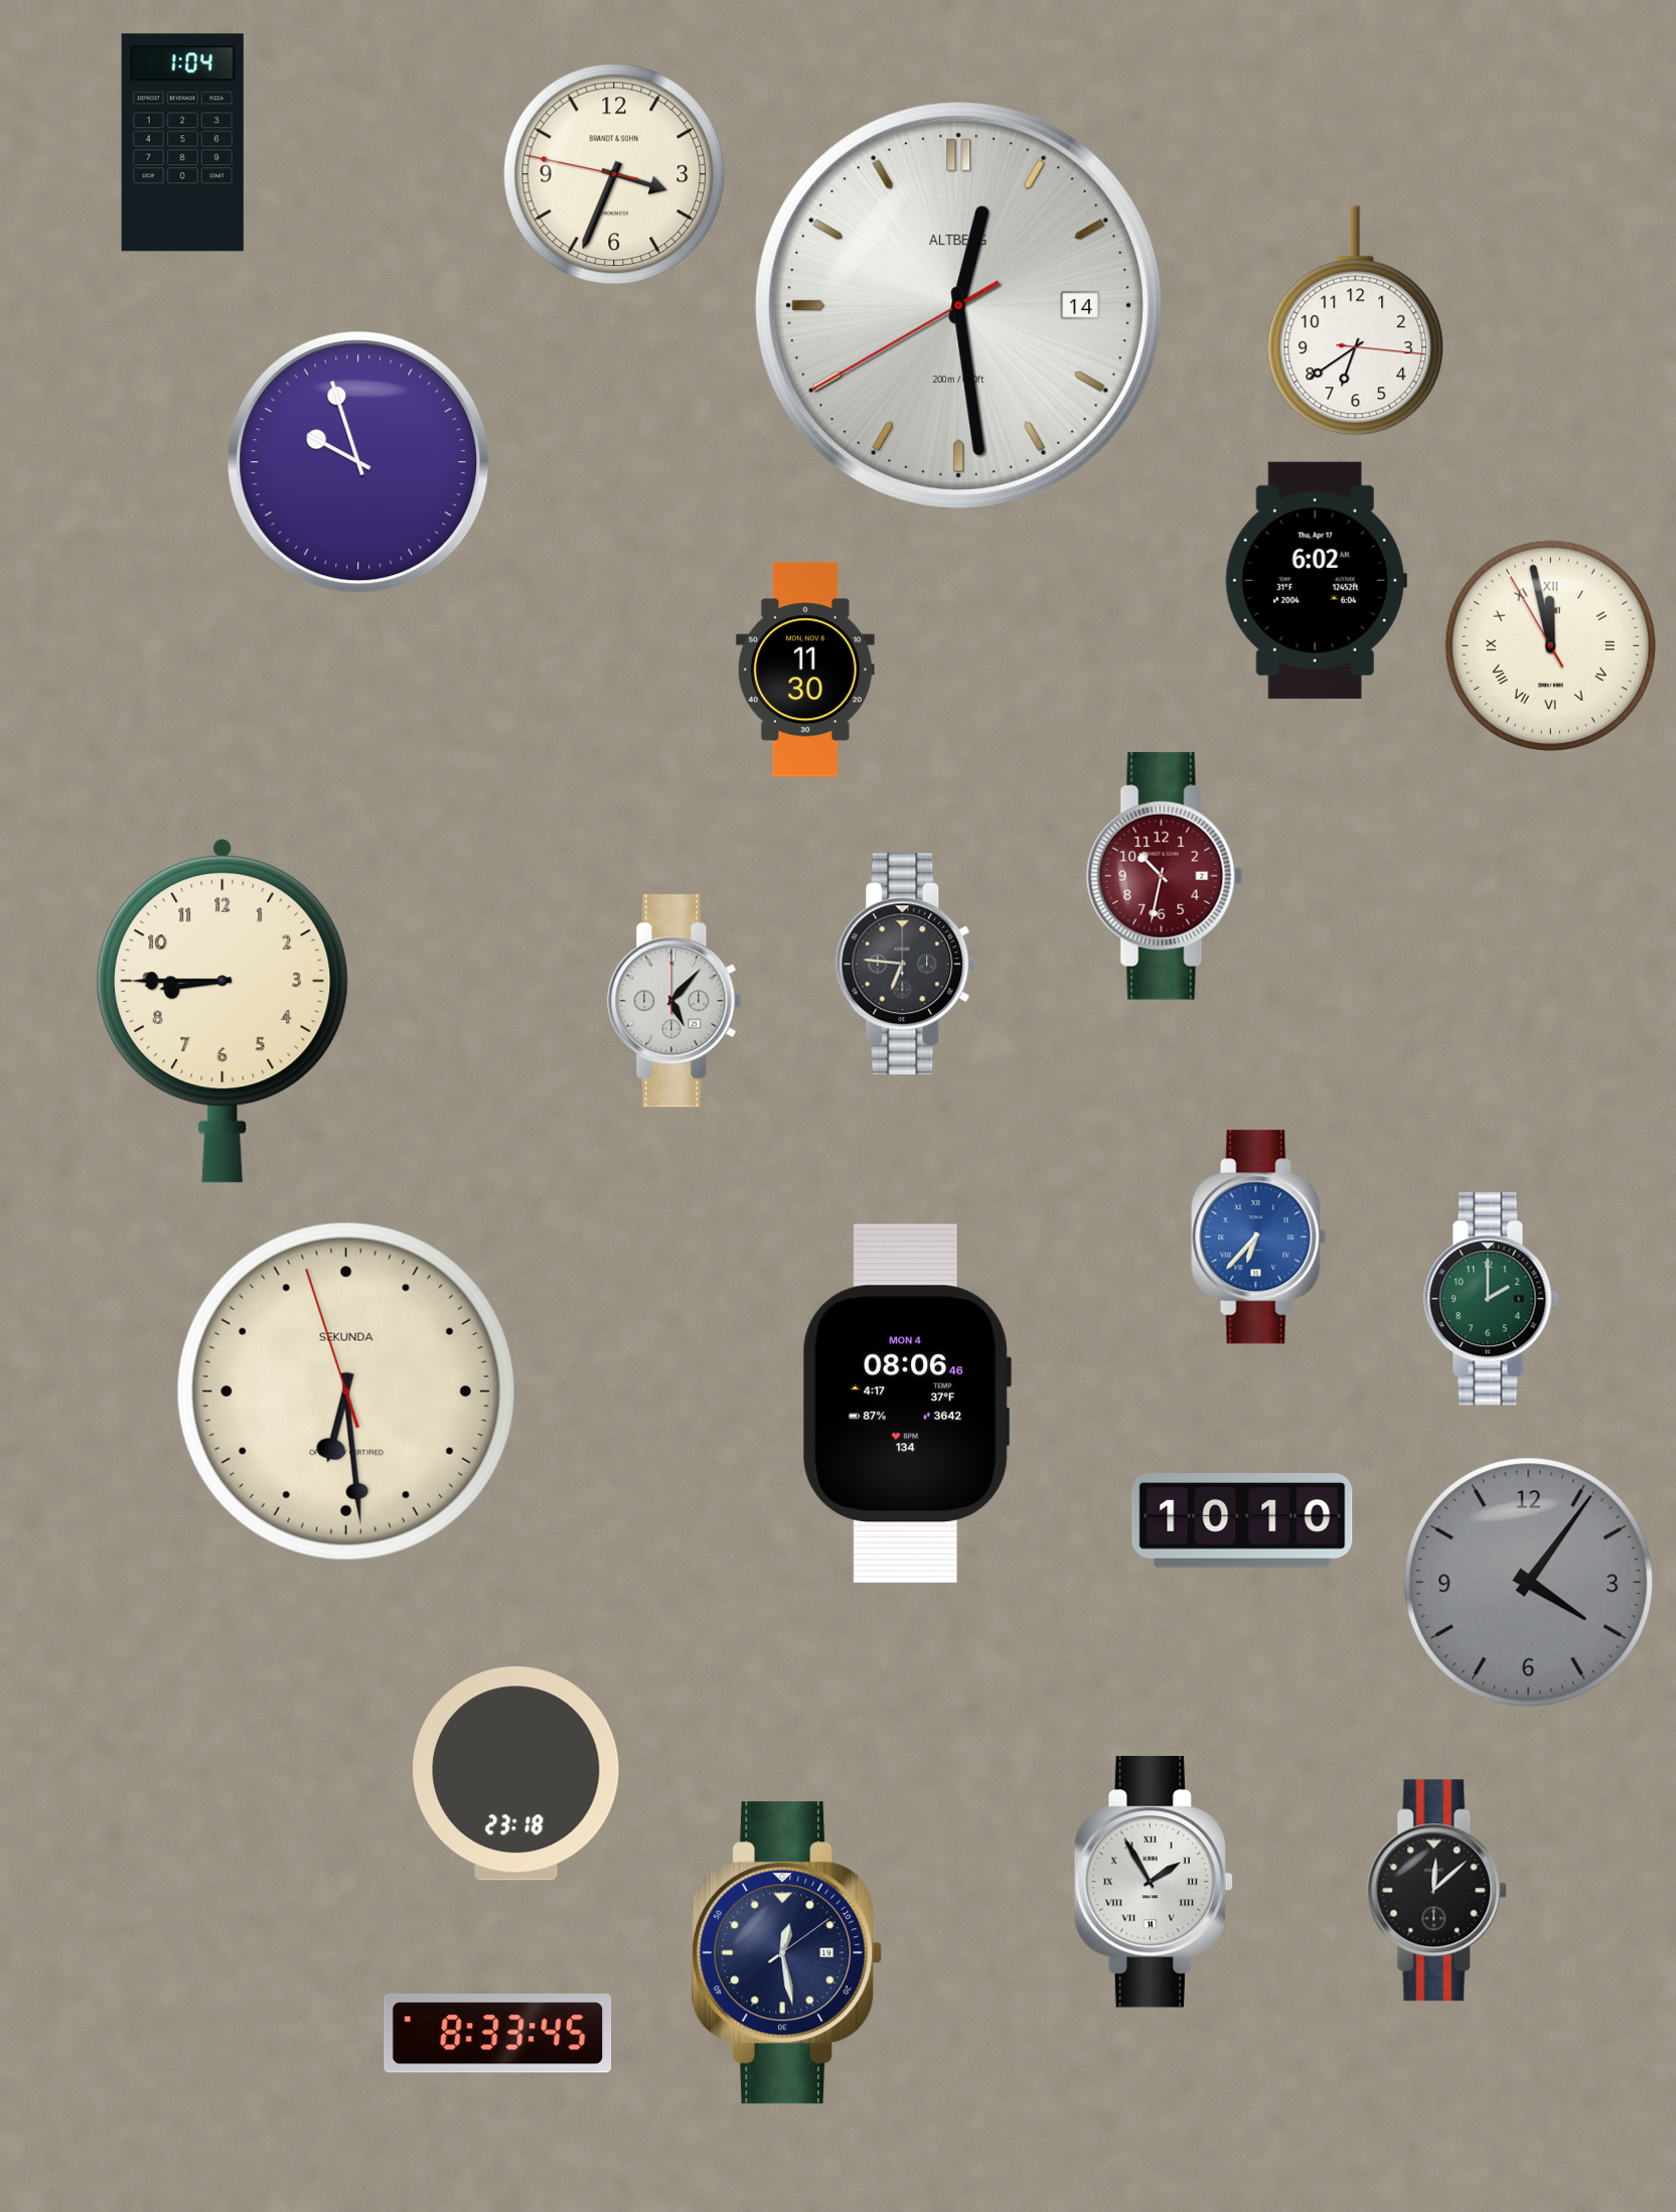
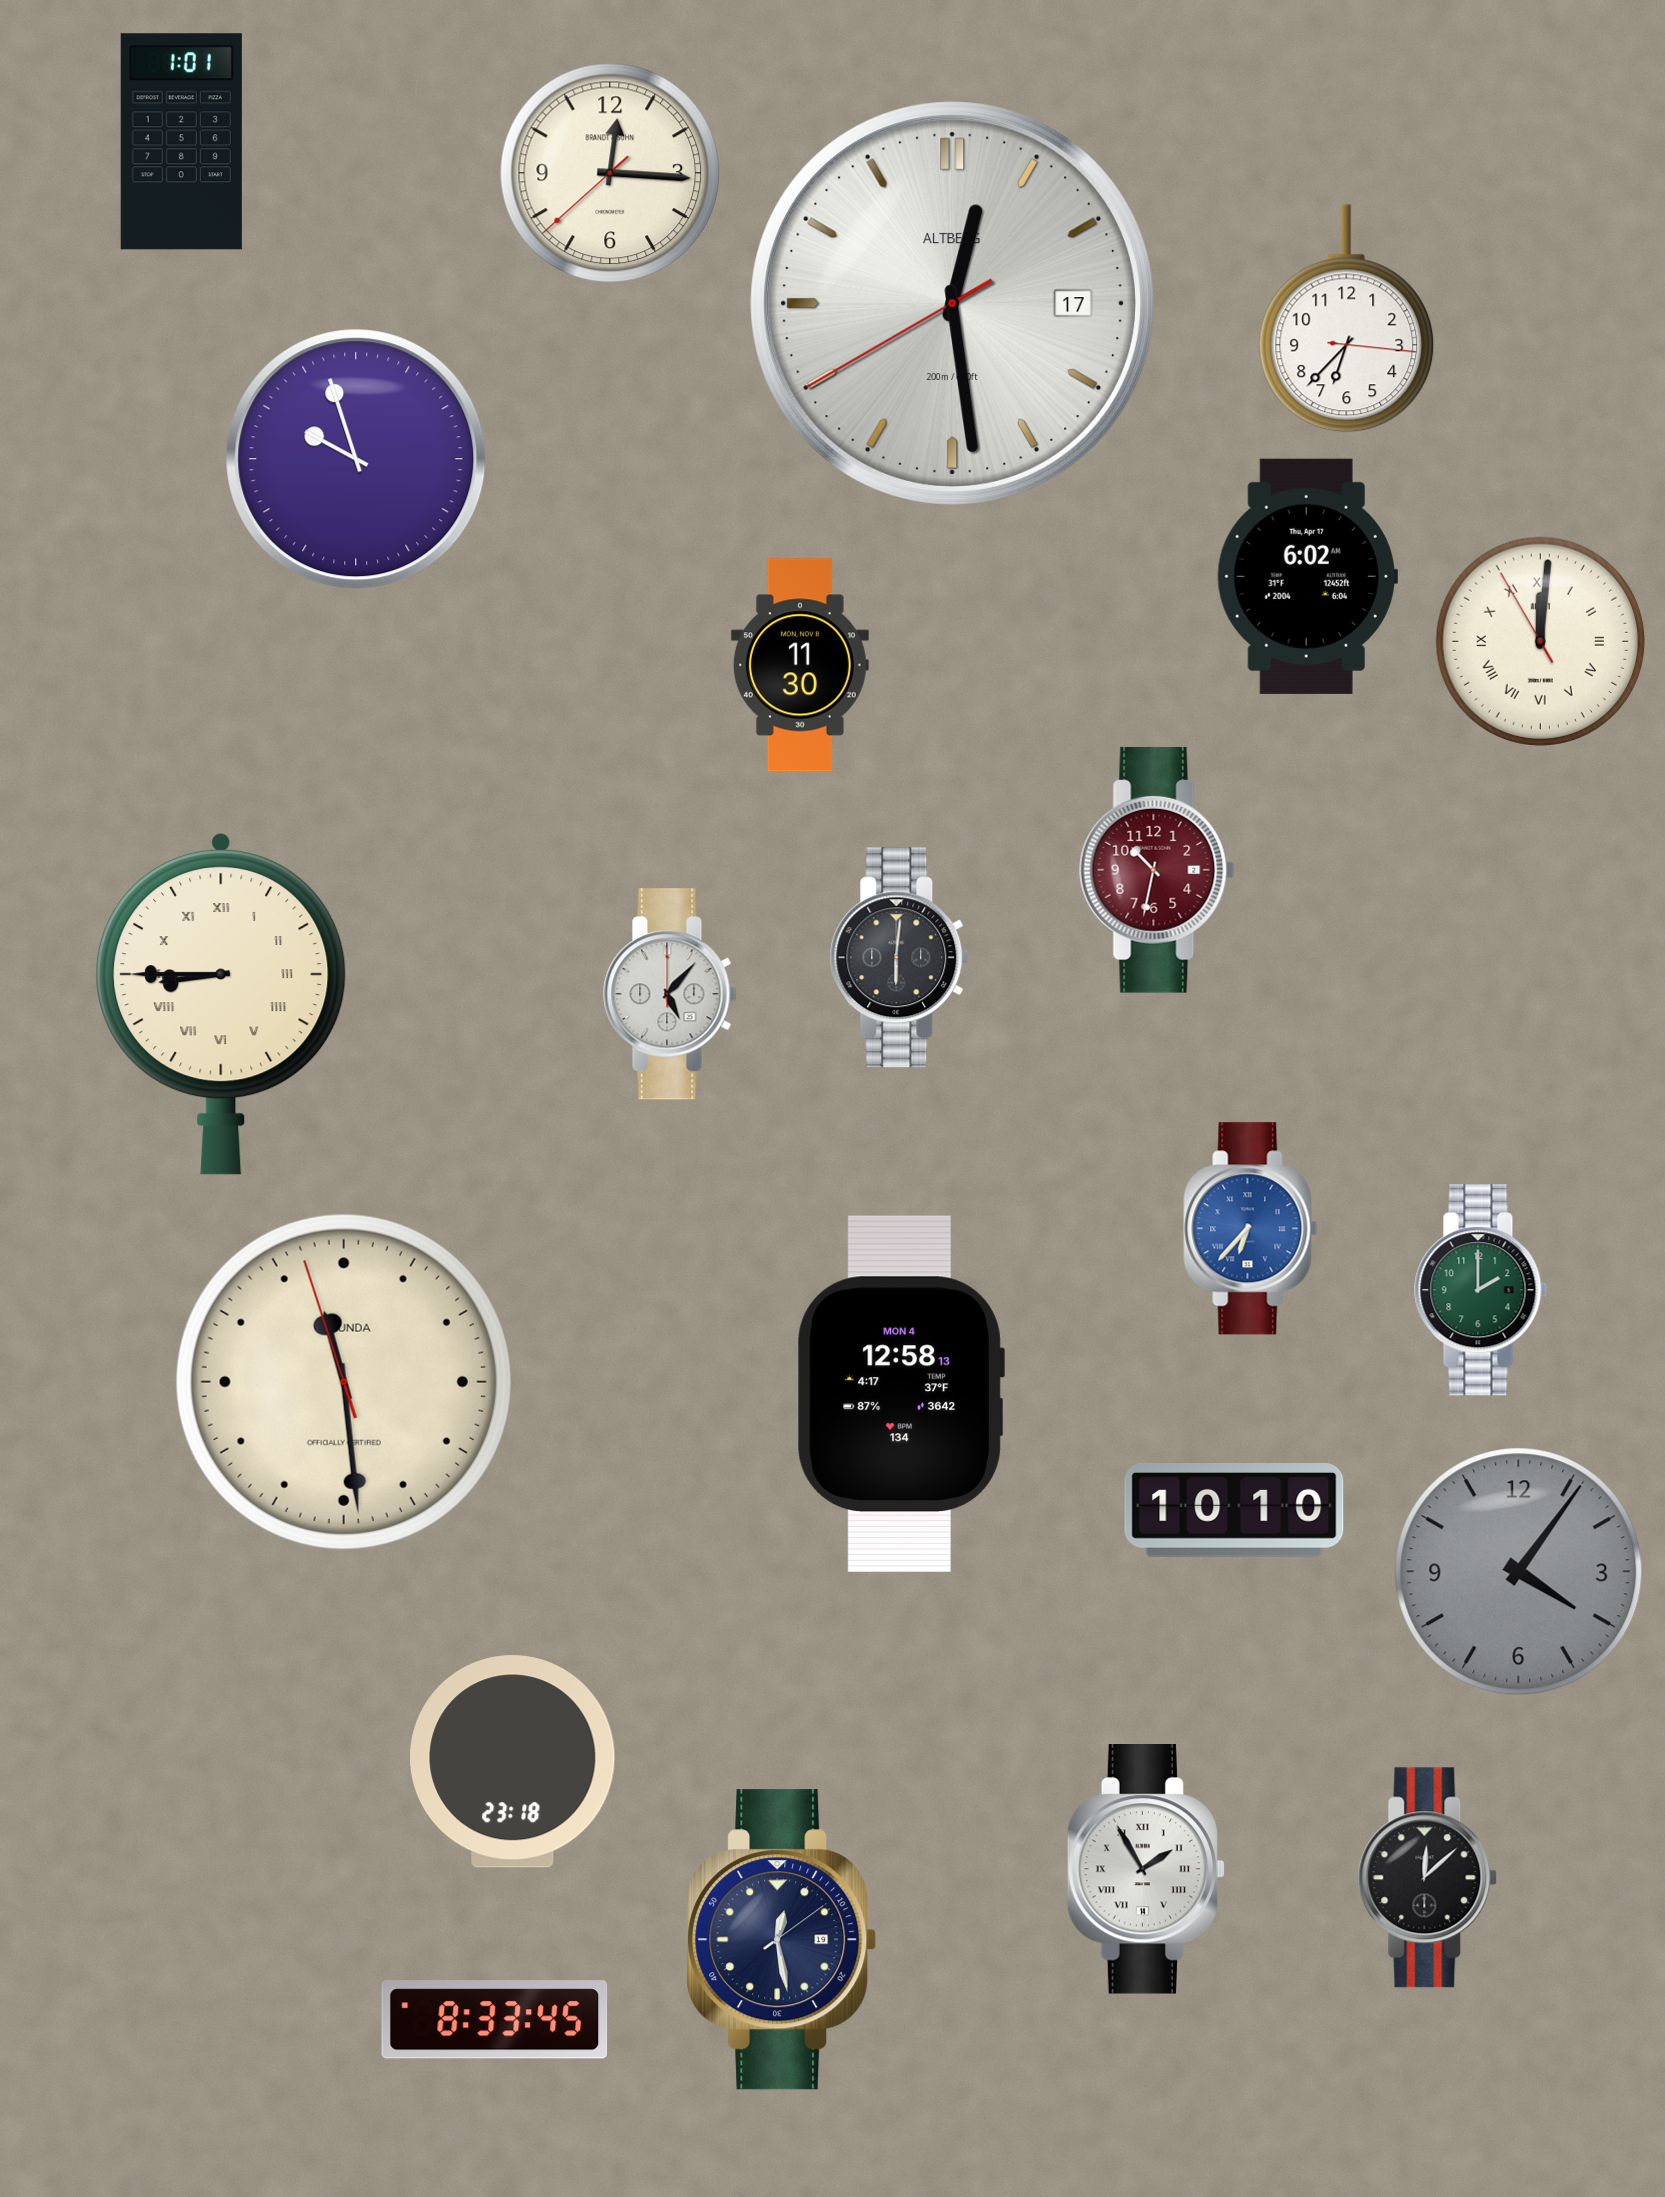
clock at (182, 143): 1:04 -> 1:01
clock at (614, 174): 3:33 -> 12:15
clock at (958, 305) date: 14 -> 17
clock at (1356, 321): 6:39 -> 6:37
clock at (1550, 645): 11:57 -> 12:00
clock at (906, 965): 6:46 -> 6:01
clock at (222, 1012) numerals: Arabic -> Roman
clock at (346, 1391): 6:28 -> 11:28
clock at (907, 1404): 08:06 -> 12:58
